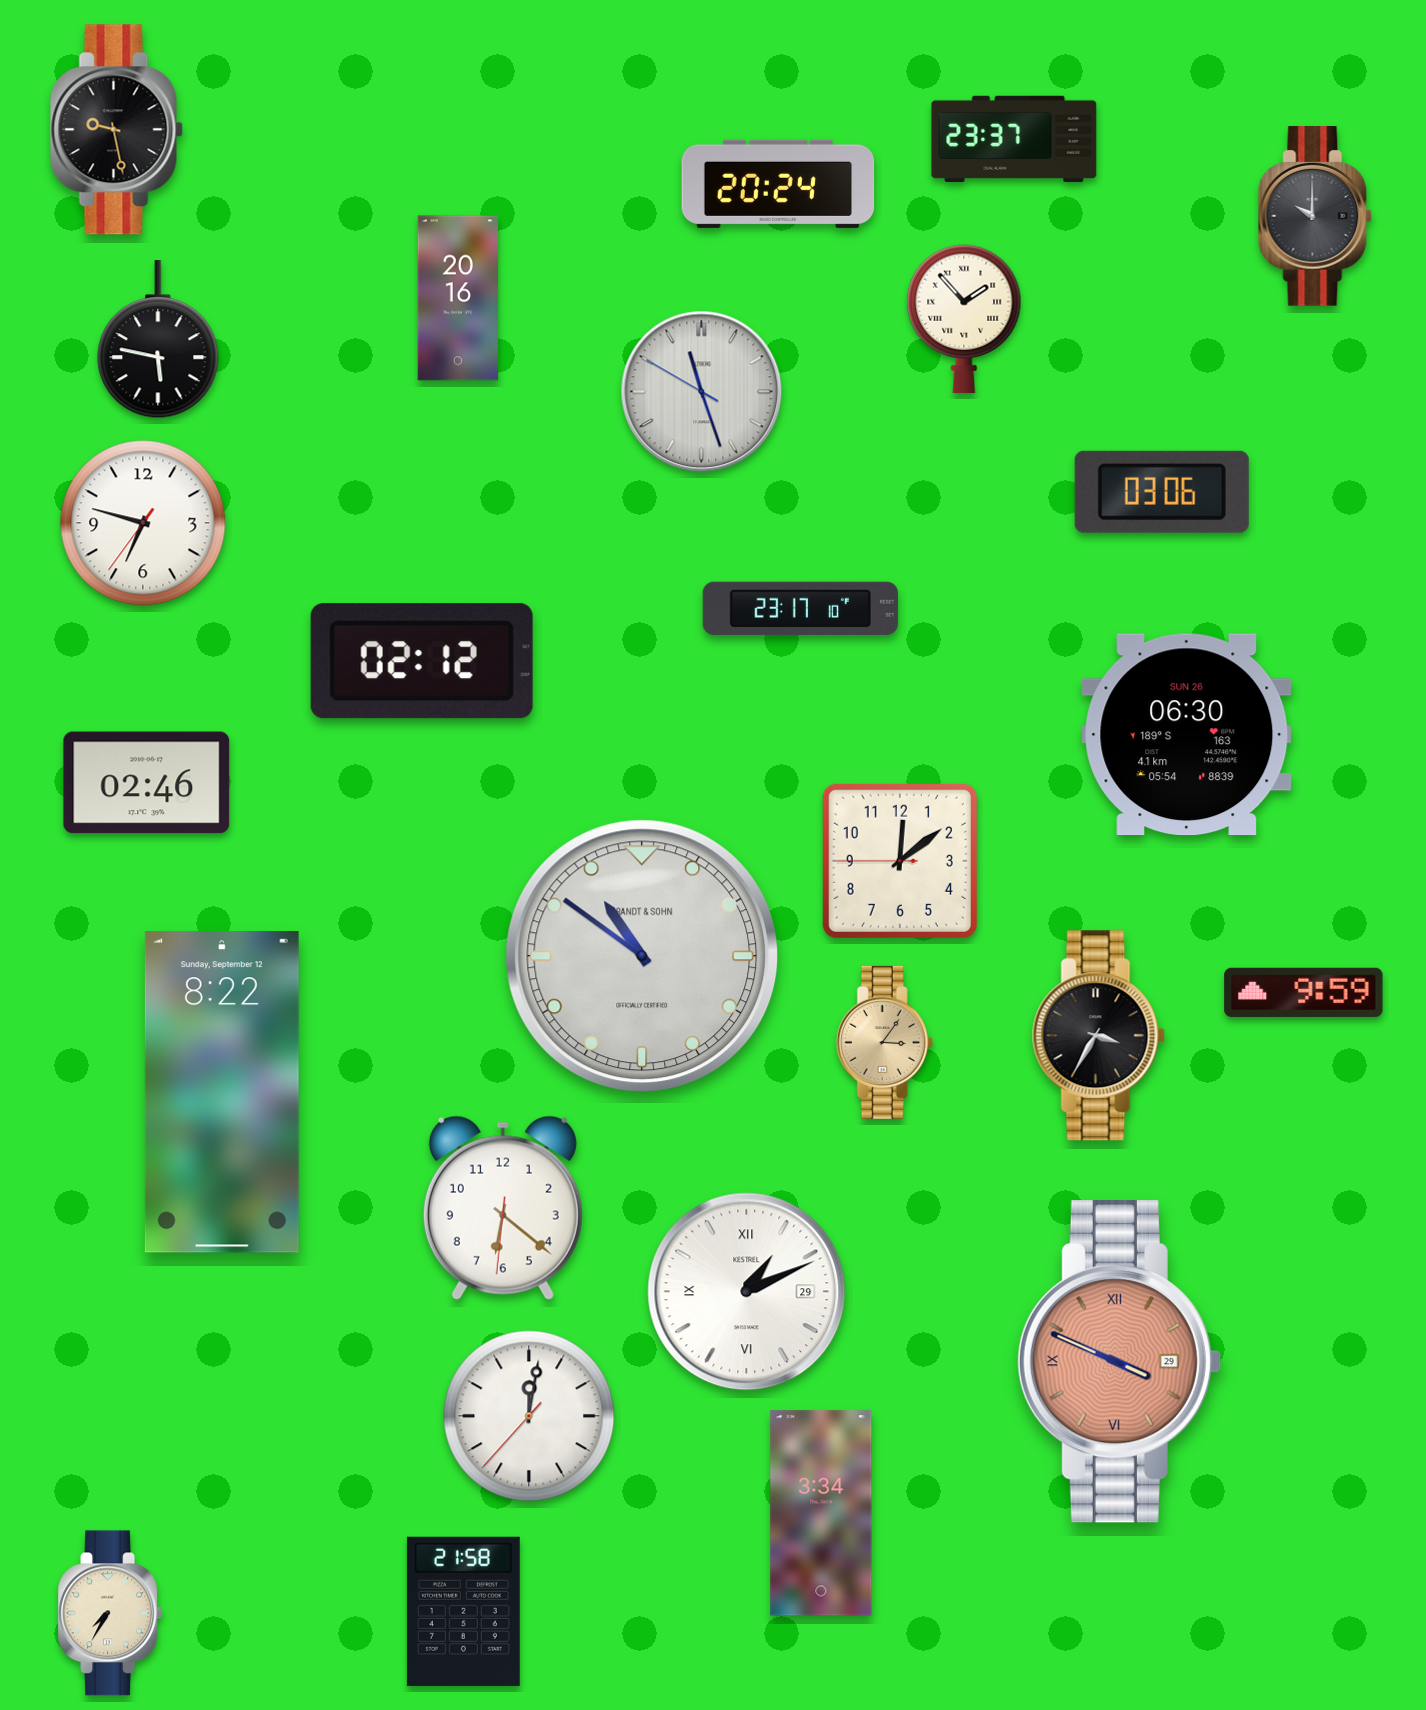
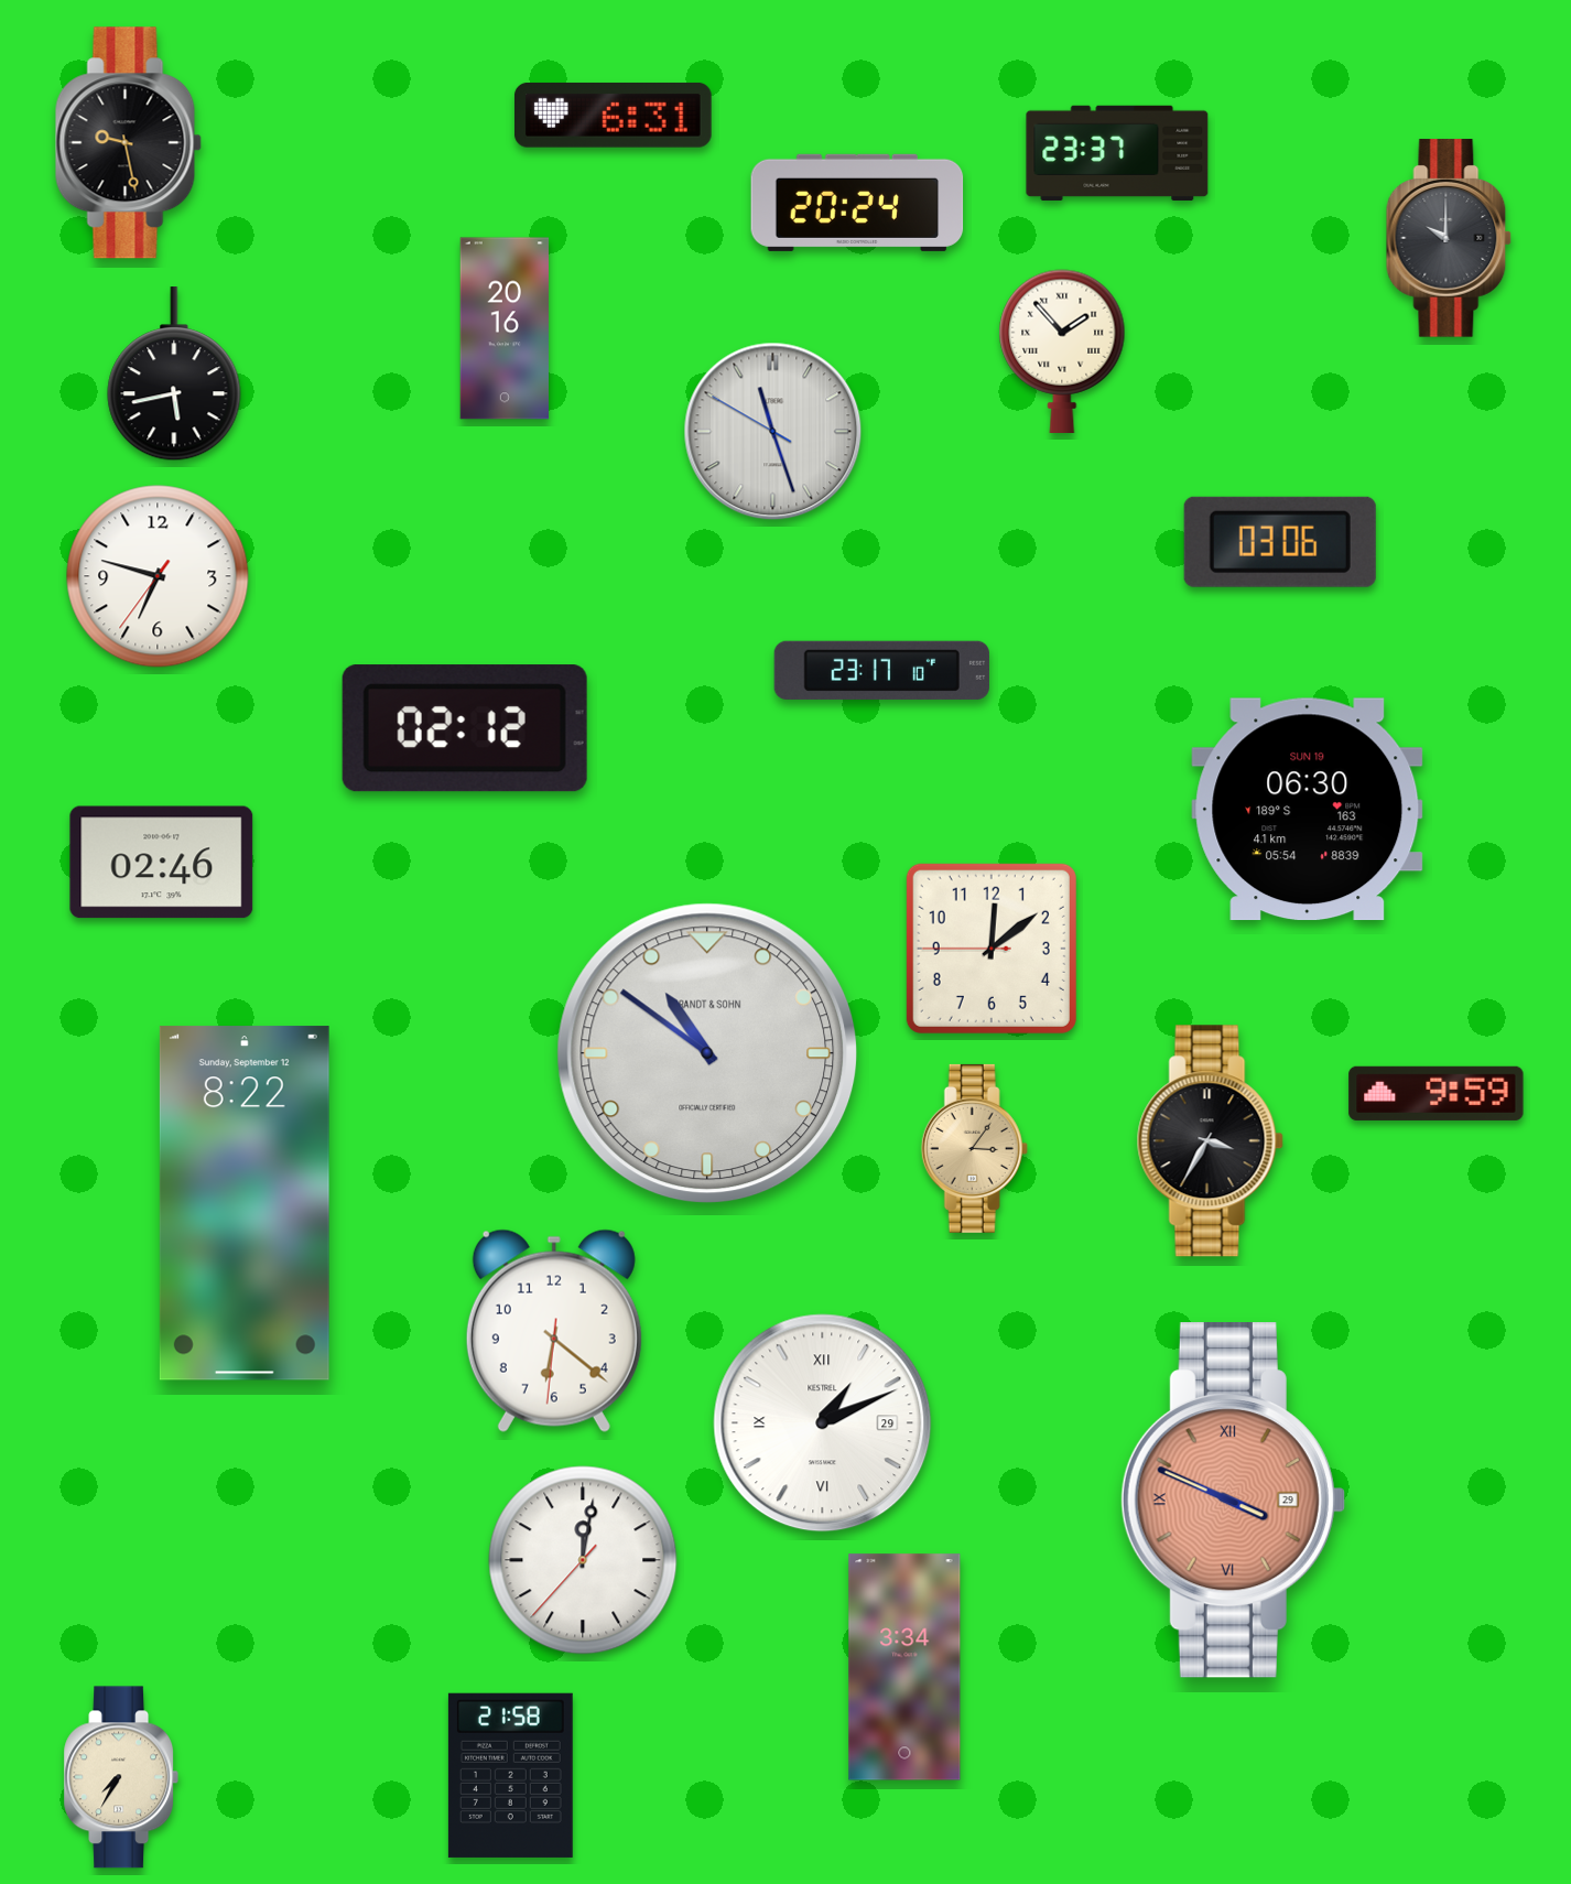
clock at (613, 116): none -> 6:31
clock at (158, 340): 5:47 -> 5:43
clock at (1187, 735) date: SUN 26 -> SUN 19
